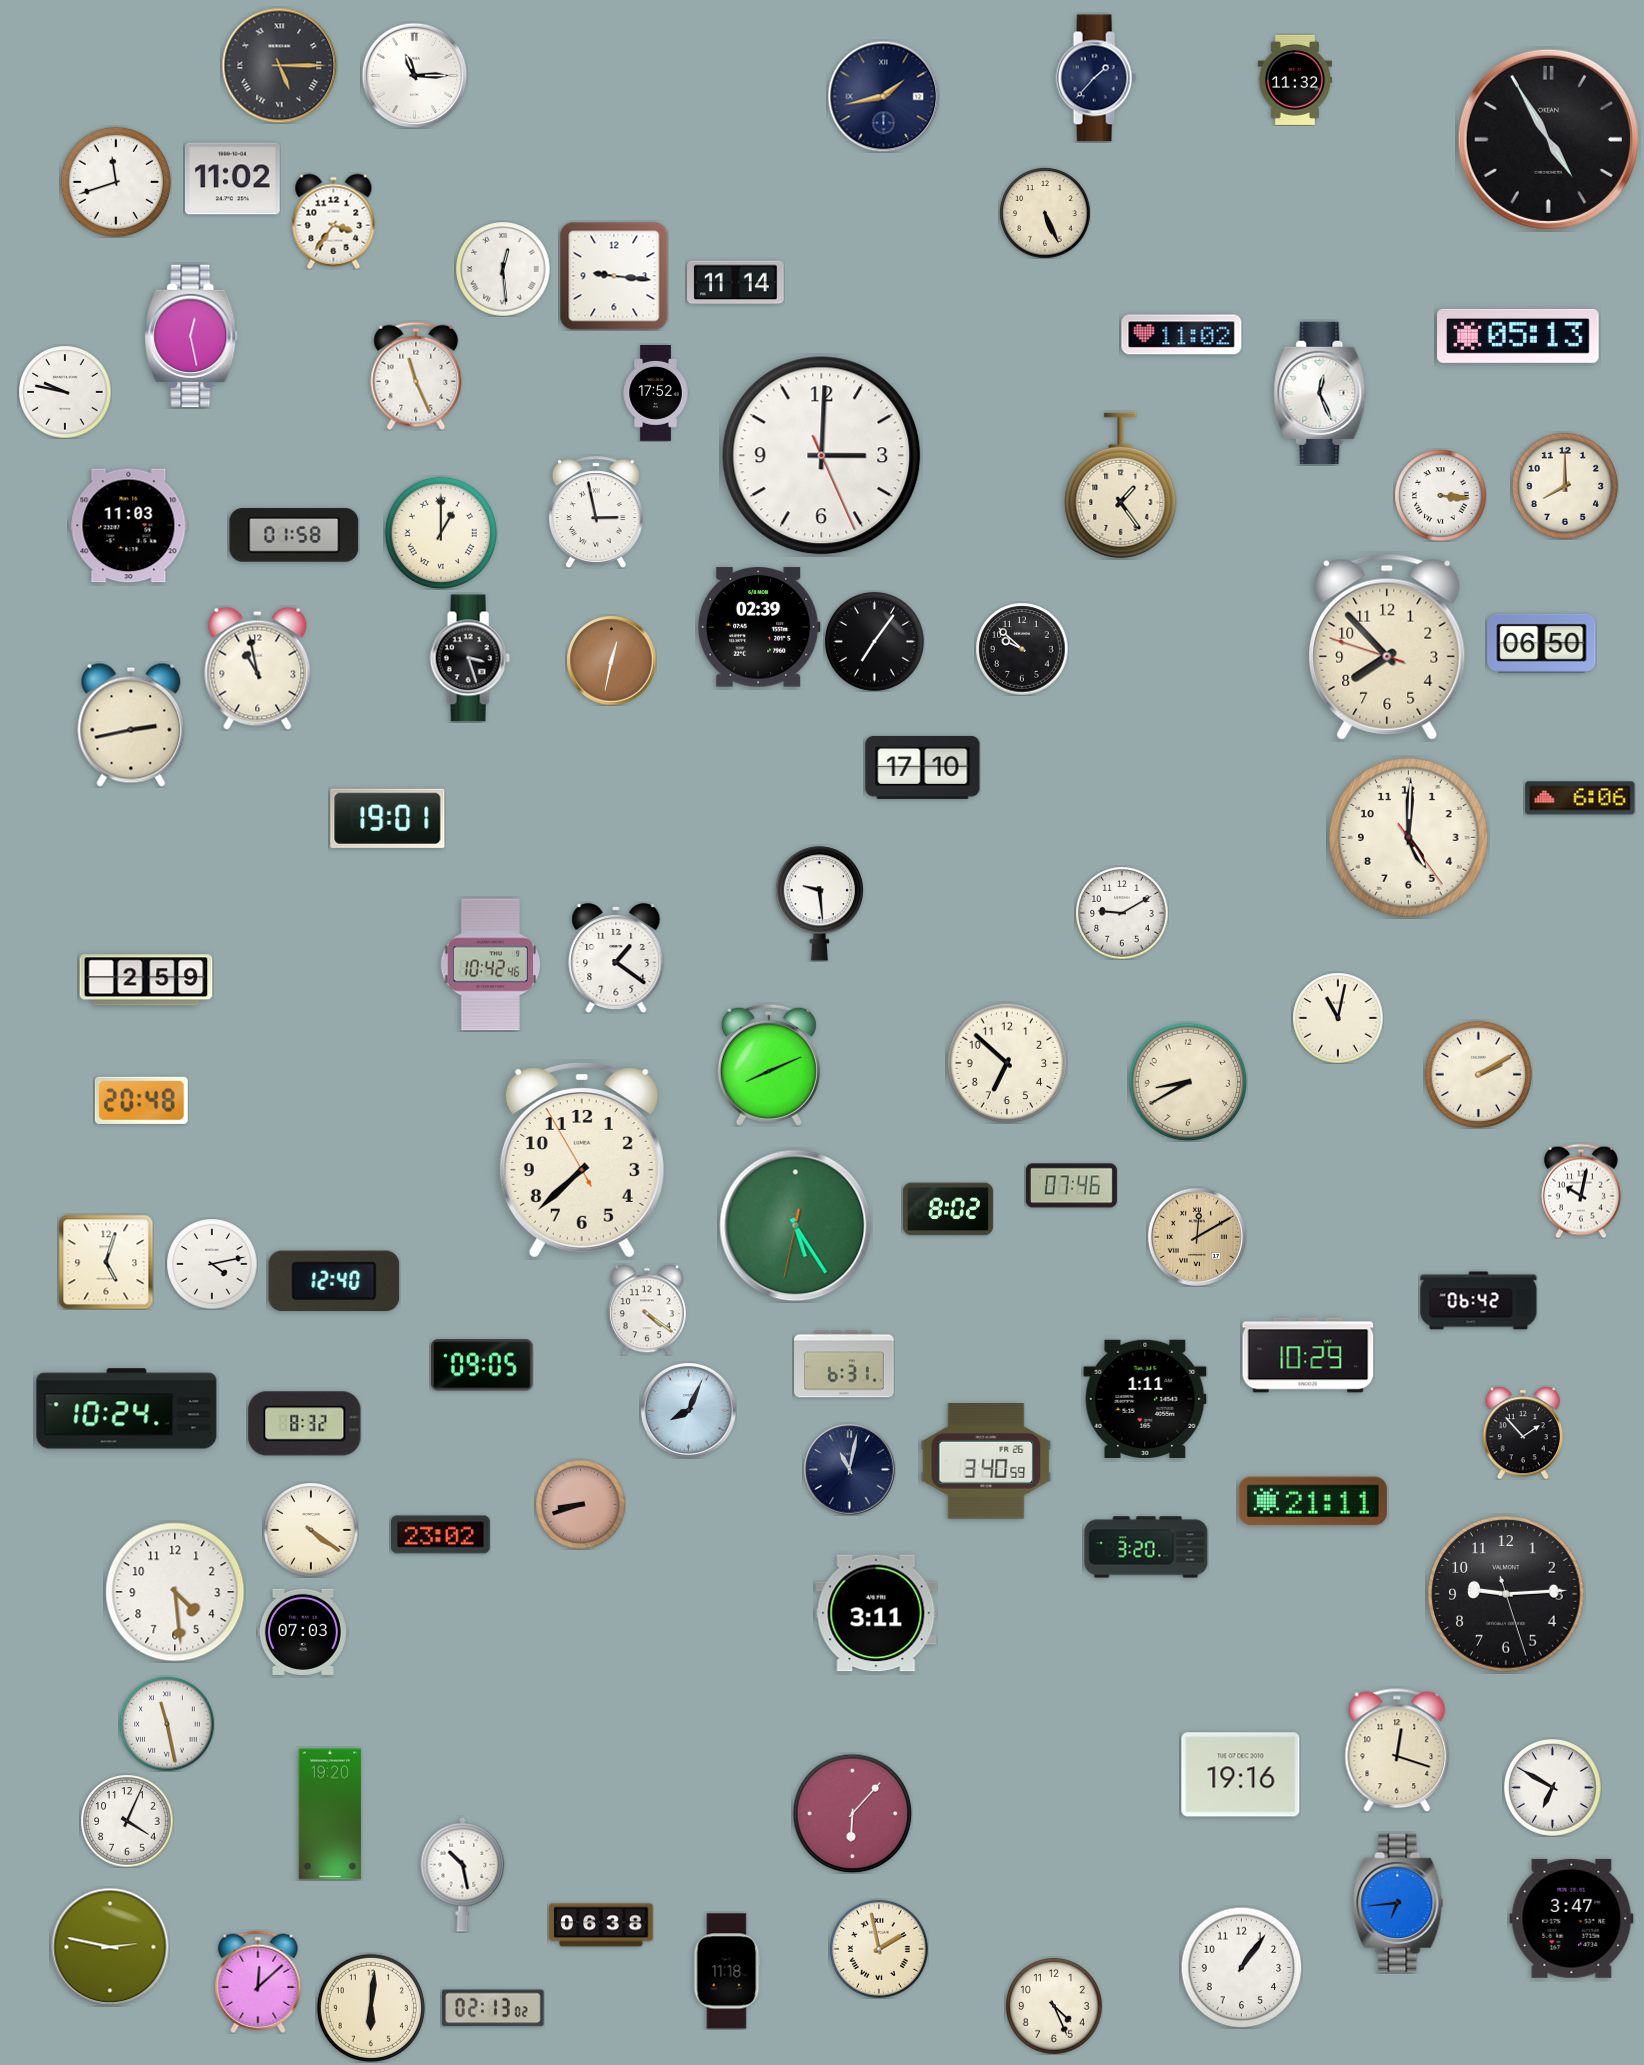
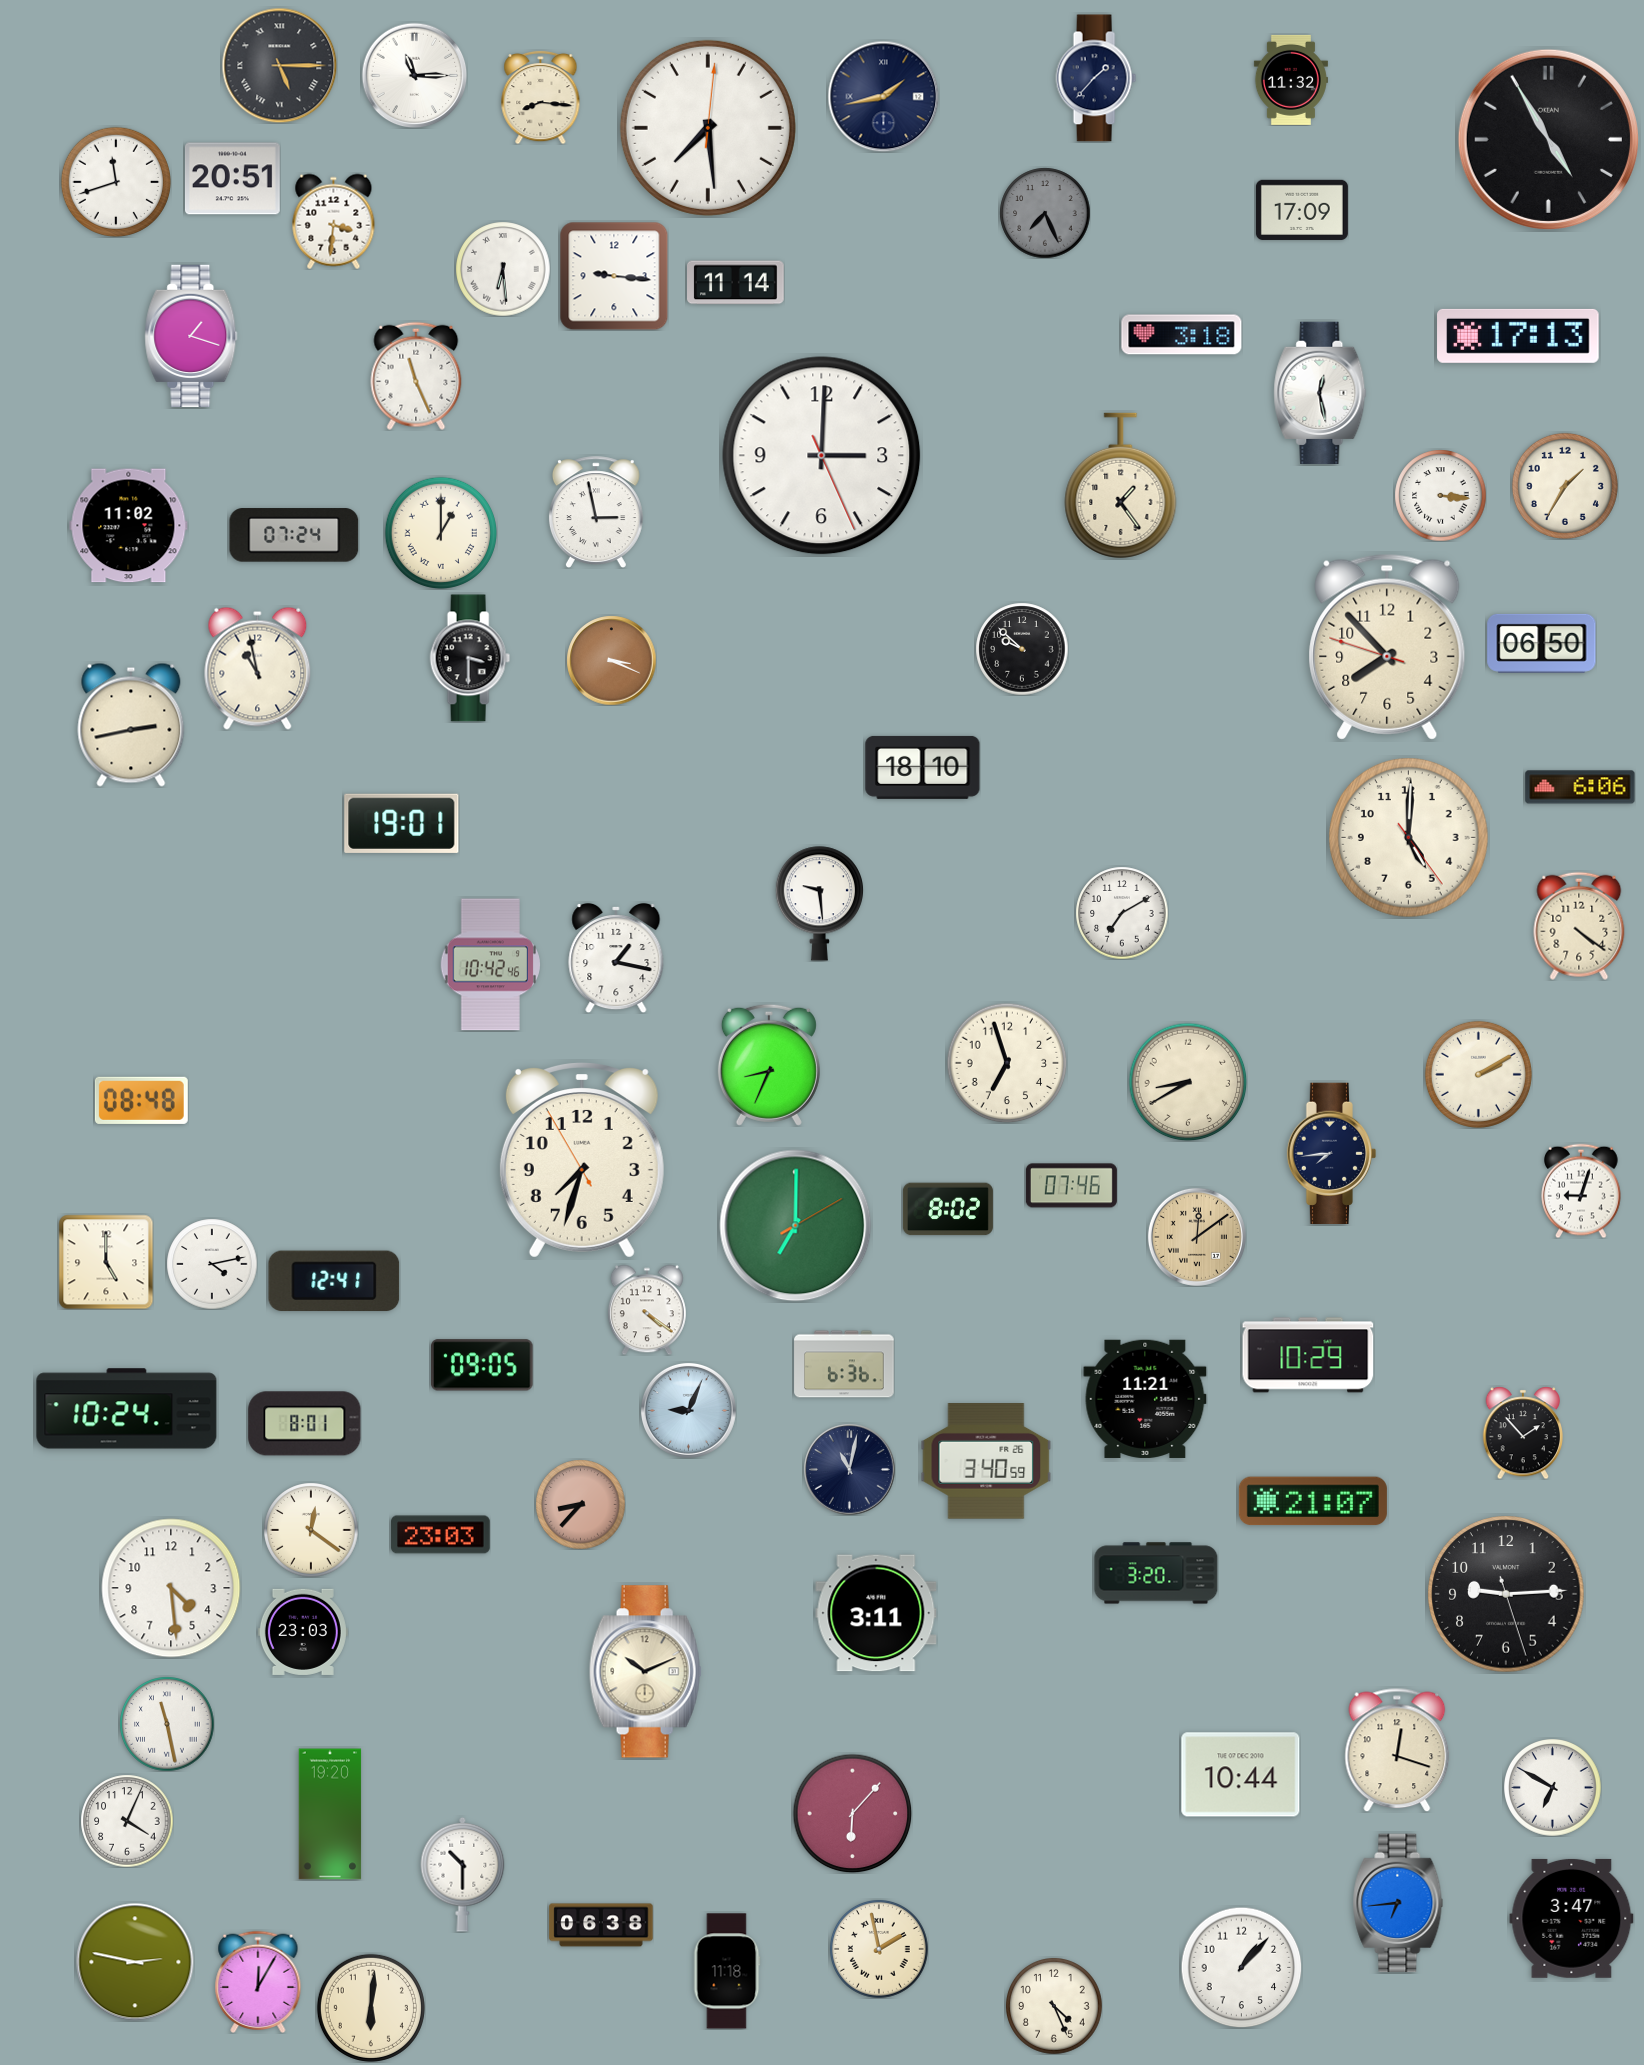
clock at (1295, 80) position: (1295, 80) -> (1291, 80)
clock at (541, 97): none -> 8:16
clock at (708, 128): none -> 7:29
clock at (232, 179): 11:02 -> 20:51
clock at (1302, 210): none -> 17:09
clock at (1045, 213): 5:26 -> 7:26
clock at (1045, 213) dial: cream -> grey
clock at (334, 221): 3:36 -> 3:31
clock at (503, 269): 12:29 -> 6:29
clock at (191, 335): 12:28 -> 1:18
clock at (1182, 335): 11:02 -> 3:18
clock at (1518, 336): 05:13 -> 17:13
clock at (65, 392): 9:47 -> none
clock at (1320, 392): 12:26 -> 12:28
clock at (656, 394): 17:52 -> none
clock at (1565, 486): 8:00 -> 1:35
clock at (129, 526): 11:03 -> 11:02
clock at (294, 535): 01:58 -> 07:24
clock at (759, 627): 02:39 -> none
clock at (874, 641): 7:06 -> none
clock at (470, 658): 3:27 -> 3:30
clock at (611, 660): 12:32 -> 3:19
clock at (923, 767): 17:10 -> 18:10
clock at (1580, 798) position: (1580, 798) -> (1580, 787)
clock at (388, 818) position: (388, 818) -> (402, 823)
clock at (1122, 913): 9:10 -> 7:10
clock at (1579, 926): none -> 4:21
clock at (616, 958): 1:21 -> 1:17
clock at (146, 980): 2:59 -> none
clock at (1338, 1018): 11:02 -> none
clock at (1007, 1063): 6:52 -> 6:57
clock at (769, 1065): 8:11 -> 8:34
clock at (141, 1100): 20:48 -> 08:48
clock at (1332, 1153): none -> 7:44
clock at (582, 1160): 7:37 -> 7:32
clock at (1581, 1191): 10:02 -> 9:03
clock at (796, 1226): 5:24 -> 7:00
clock at (1197, 1237): 12:10 -> 12:09
clock at (106, 1262): 5:03 -> 5:00
clock at (334, 1281): 12:40 -> 12:41
clock at (1479, 1301): 06:42 -> none
clock at (844, 1364): 6:31 -> 6:36
clock at (1145, 1399): 1:11 -> 11:21
clock at (688, 1410): 8:04 -> 9:04
clock at (305, 1424): 8:32 -> 8:01
clock at (1313, 1501): 21:11 -> 21:07
clock at (580, 1504): 8:42 -> 8:37
clock at (311, 1530): 4:21 -> 12:21
clock at (441, 1535): 23:02 -> 23:03
clock at (1146, 1547) position: (1146, 1547) -> (1156, 1573)
clock at (175, 1592) position: (175, 1592) -> (171, 1588)
clock at (303, 1632): 07:03 -> 23:03
clock at (645, 1672): none -> 10:11
clock at (1241, 1775): 19:16 -> 10:44
clock at (463, 1874): 10:28 -> 10:30
clock at (110, 1947) position: (110, 1947) -> (135, 1962)
clock at (1241, 1967): 1:06 -> 1:07
clock at (258, 1982): 12:08 -> 12:05
clock at (493, 2008): 02:13 -> none
